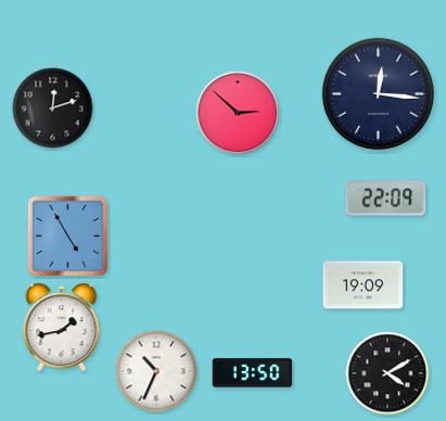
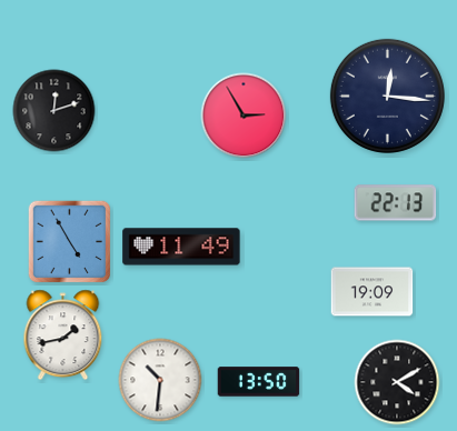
clock at (238, 113): 2:52 -> 2:55
clock at (386, 199): 22:09 -> 22:13
clock at (181, 247): none -> 11:49
clock at (156, 371): 10:34 -> 10:31
